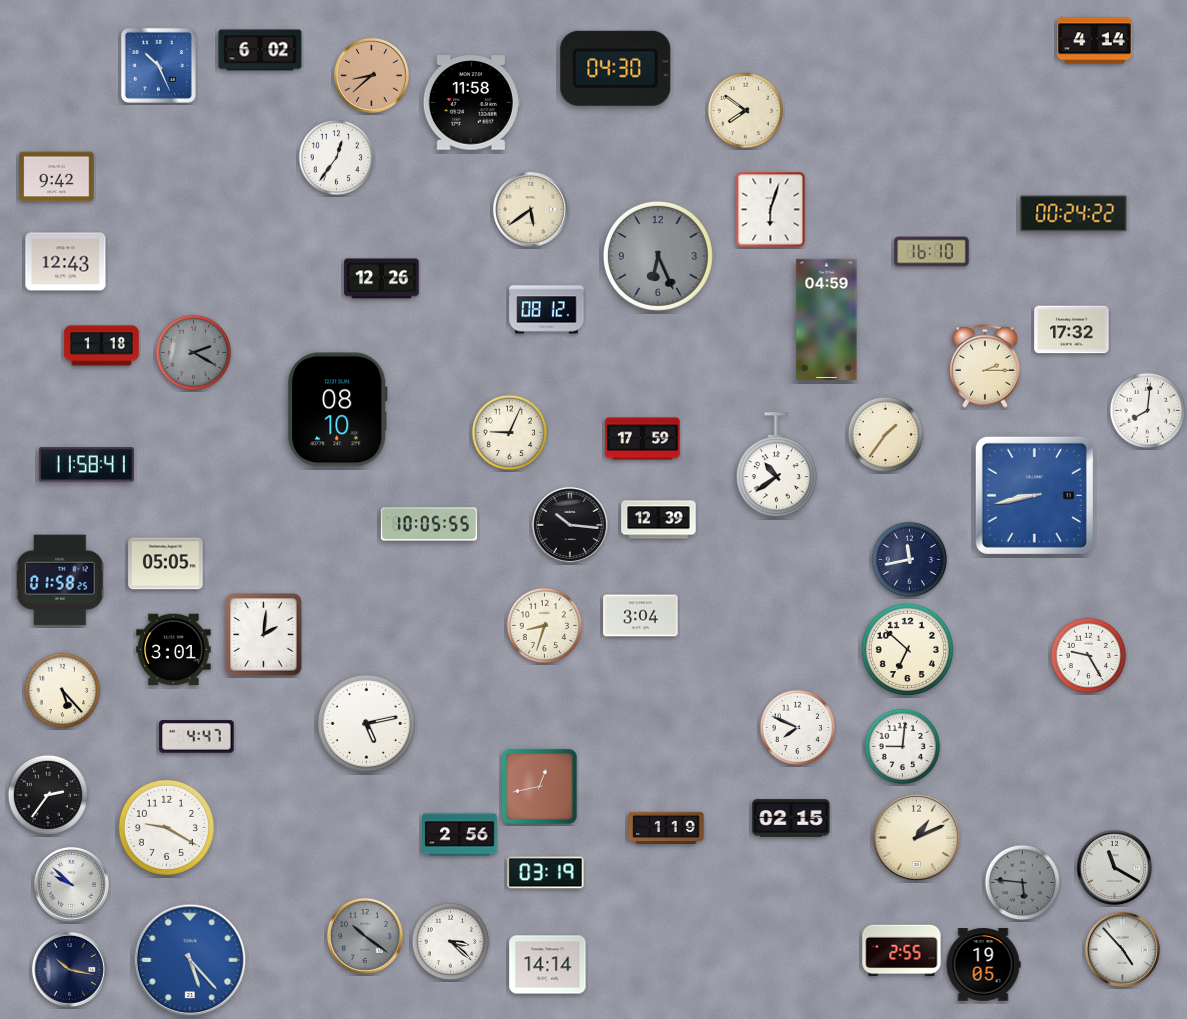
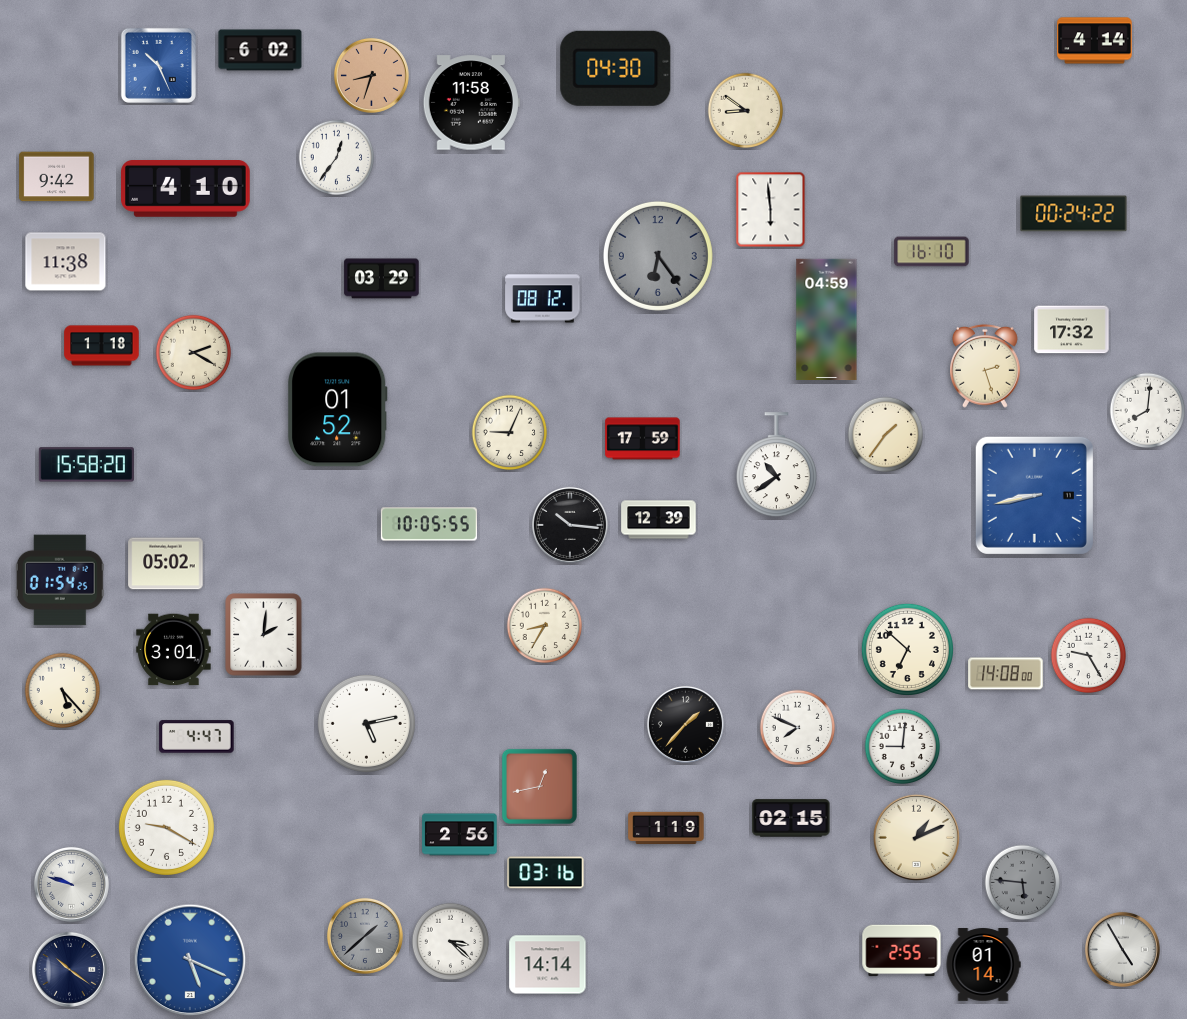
clock at (371, 75): 8:38 -> 8:33
clock at (746, 111): 7:51 -> 8:51
clock at (186, 189): none -> 4:10
clock at (530, 209): 5:39 -> none
clock at (771, 210): 6:03 -> 5:59
clock at (658, 256): 6:26 -> 6:24
clock at (66, 262): 12:43 -> 11:38
clock at (382, 279): 12:26 -> 03:29
clock at (547, 310) position: (547, 310) -> (543, 299)
clock at (194, 353) dial: grey -> cream
clock at (986, 366): 2:15 -> 2:27
clock at (338, 410): 08:10 -> 01:52
clock at (86, 465): 11:58 -> 15:58
clock at (910, 560): 11:43 -> none
clock at (166, 564): 05:05 -> 05:02
clock at (60, 580): 01:58 -> 01:54
clock at (641, 616): 3:04 -> none
clock at (545, 626): 8:33 -> 8:35
clock at (1006, 674): none -> 14:08
clock at (685, 724): none -> 1:37
clock at (48, 795): 2:36 -> none
clock at (1114, 867): 11:20 -> none
clock at (546, 873): 03:19 -> 03:16
clock at (71, 884): 9:52 -> 9:48
clock at (365, 936): 10:21 -> 1:38
clock at (1122, 949): 4:53 -> 4:55
clock at (190, 960): 5:23 -> 5:19
clock at (983, 965): 19:05 -> 01:14
clock at (69, 969): 10:17 -> 10:21
